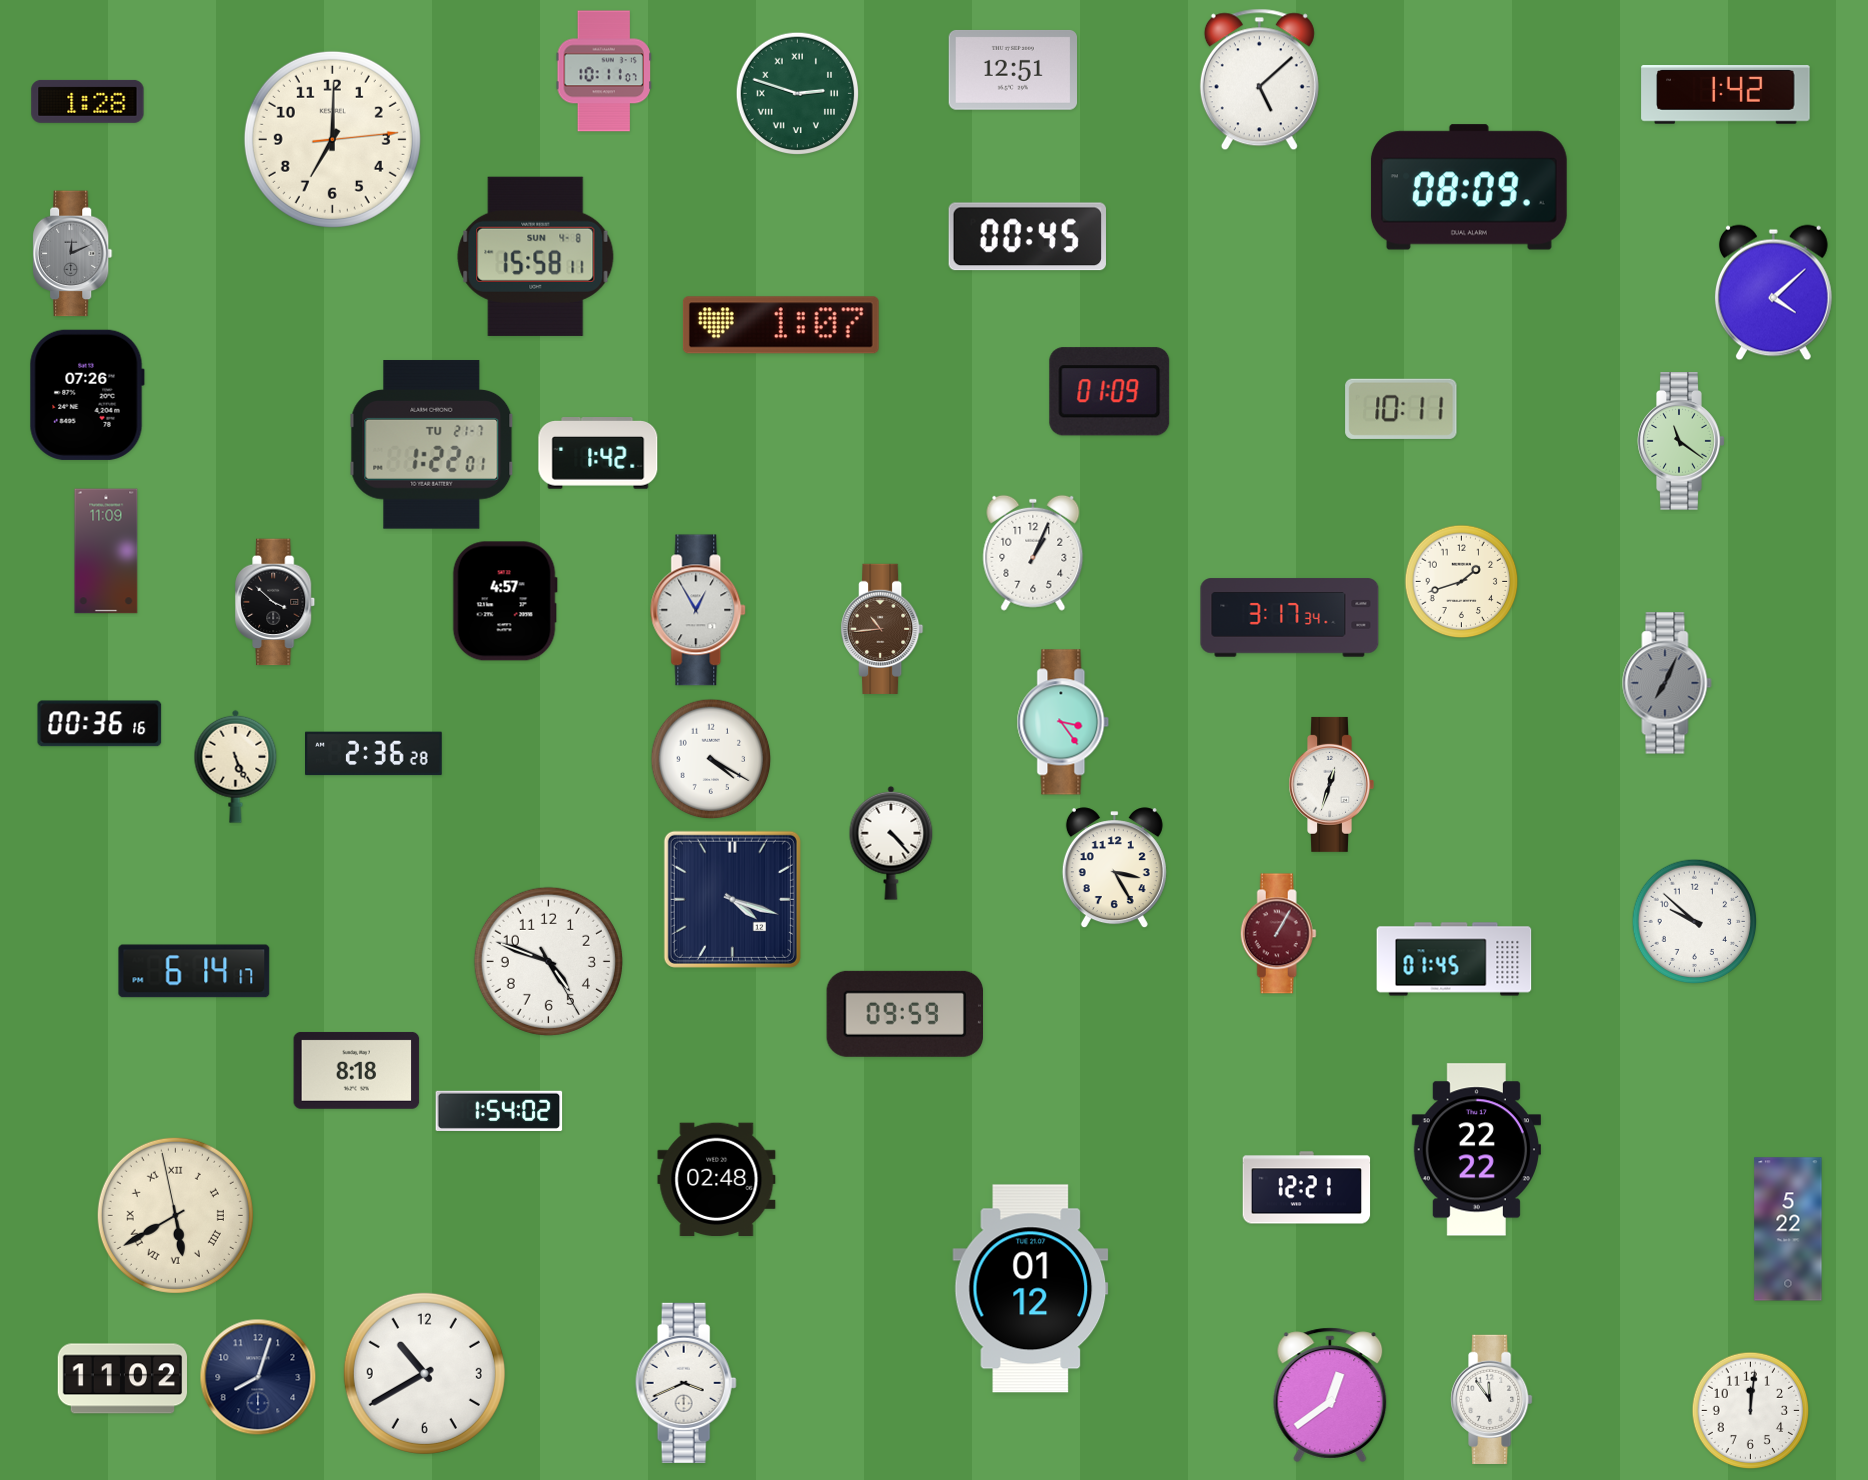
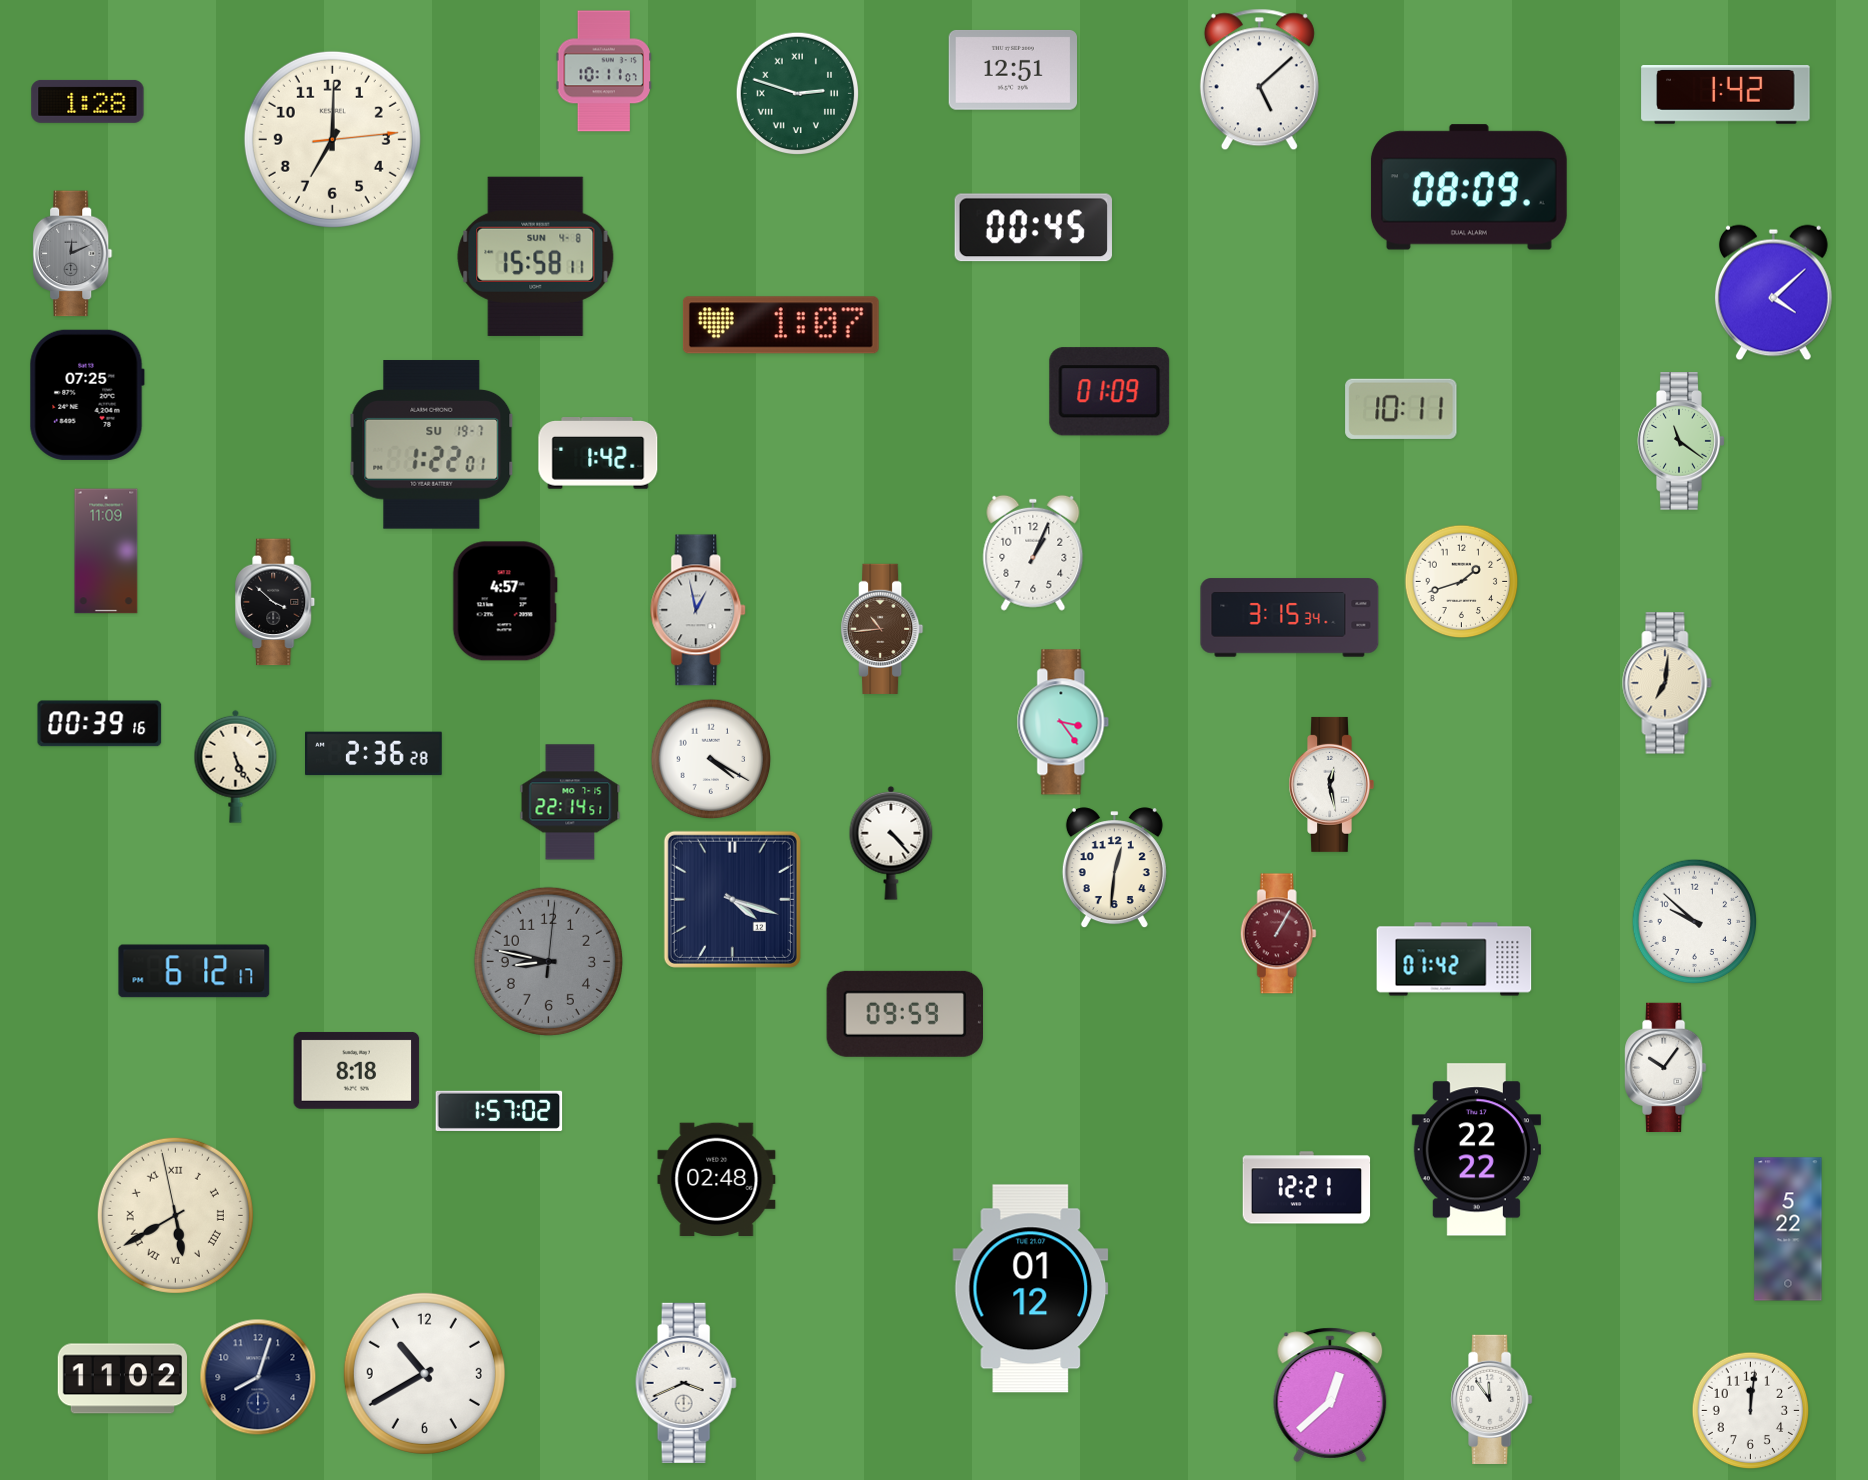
clock at (1027, 237) position: (1027, 237) -> (1033, 228)
clock at (87, 395): 07:26 -> 07:25
clock at (432, 445) date: TU 21-7 -> SU 19-7
clock at (699, 610): 12:55 -> 12:58
clock at (1290, 618): 3:17 -> 3:15
clock at (1667, 683): 7:04 -> 7:01
clock at (1667, 683) dial: grey -> cream
clock at (100, 724): 00:36 -> 00:39
clock at (1331, 784): 12:33 -> 12:28
clock at (570, 802): none -> 22:14
clock at (1114, 868): 3:25 -> 12:31
clock at (1454, 959): 01:45 -> 01:42
clock at (548, 961): 4:48 -> 8:47
clock at (548, 961) dial: white -> grey
clock at (194, 971): 6:14 -> 6:12
clock at (1666, 1067): none -> 10:06
clock at (499, 1111): 1:54 -> 1:57
clock at (1330, 1395): 12:39 -> 12:38
